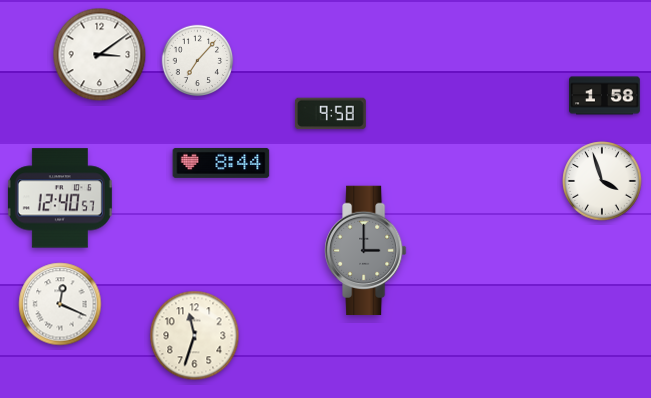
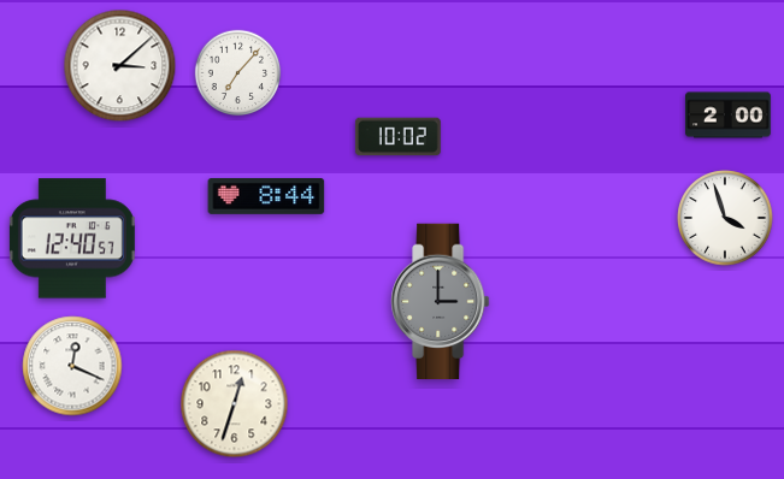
clock at (100, 55): 3:09 -> 3:08
clock at (605, 96): 1:58 -> 2:00
clock at (330, 114): 9:58 -> 10:02
clock at (195, 336): 11:33 -> 12:33
